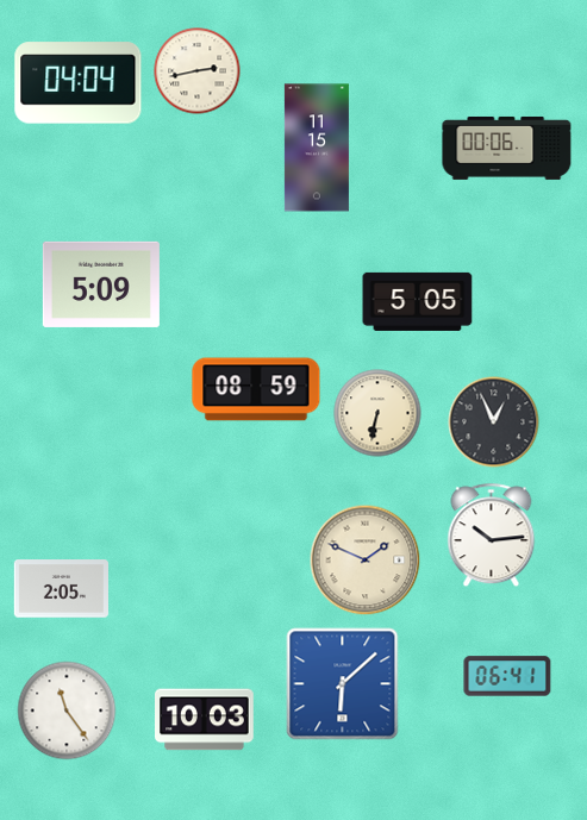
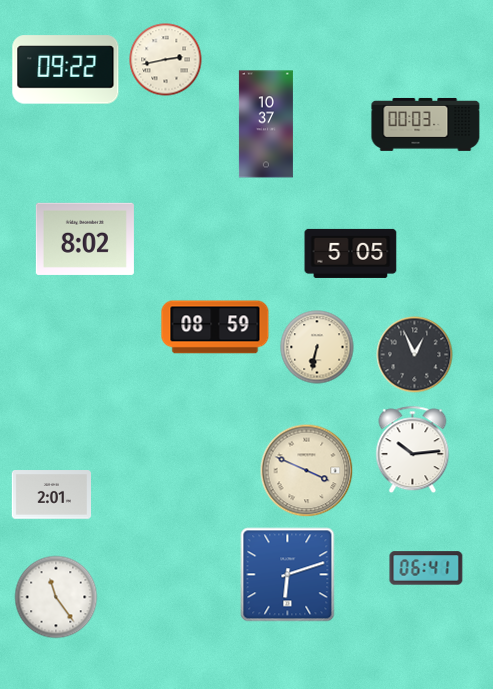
clock at (79, 83): 04:04 -> 09:22
clock at (317, 148): 11:15 -> 10:37
clock at (507, 148): 00:06 -> 00:03
clock at (101, 284): 5:09 -> 8:02
clock at (366, 561): 1:49 -> 3:49
clock at (61, 589): 2:05 -> 2:01
clock at (343, 684): 6:08 -> 6:12
clock at (205, 720): 10:03 -> none
